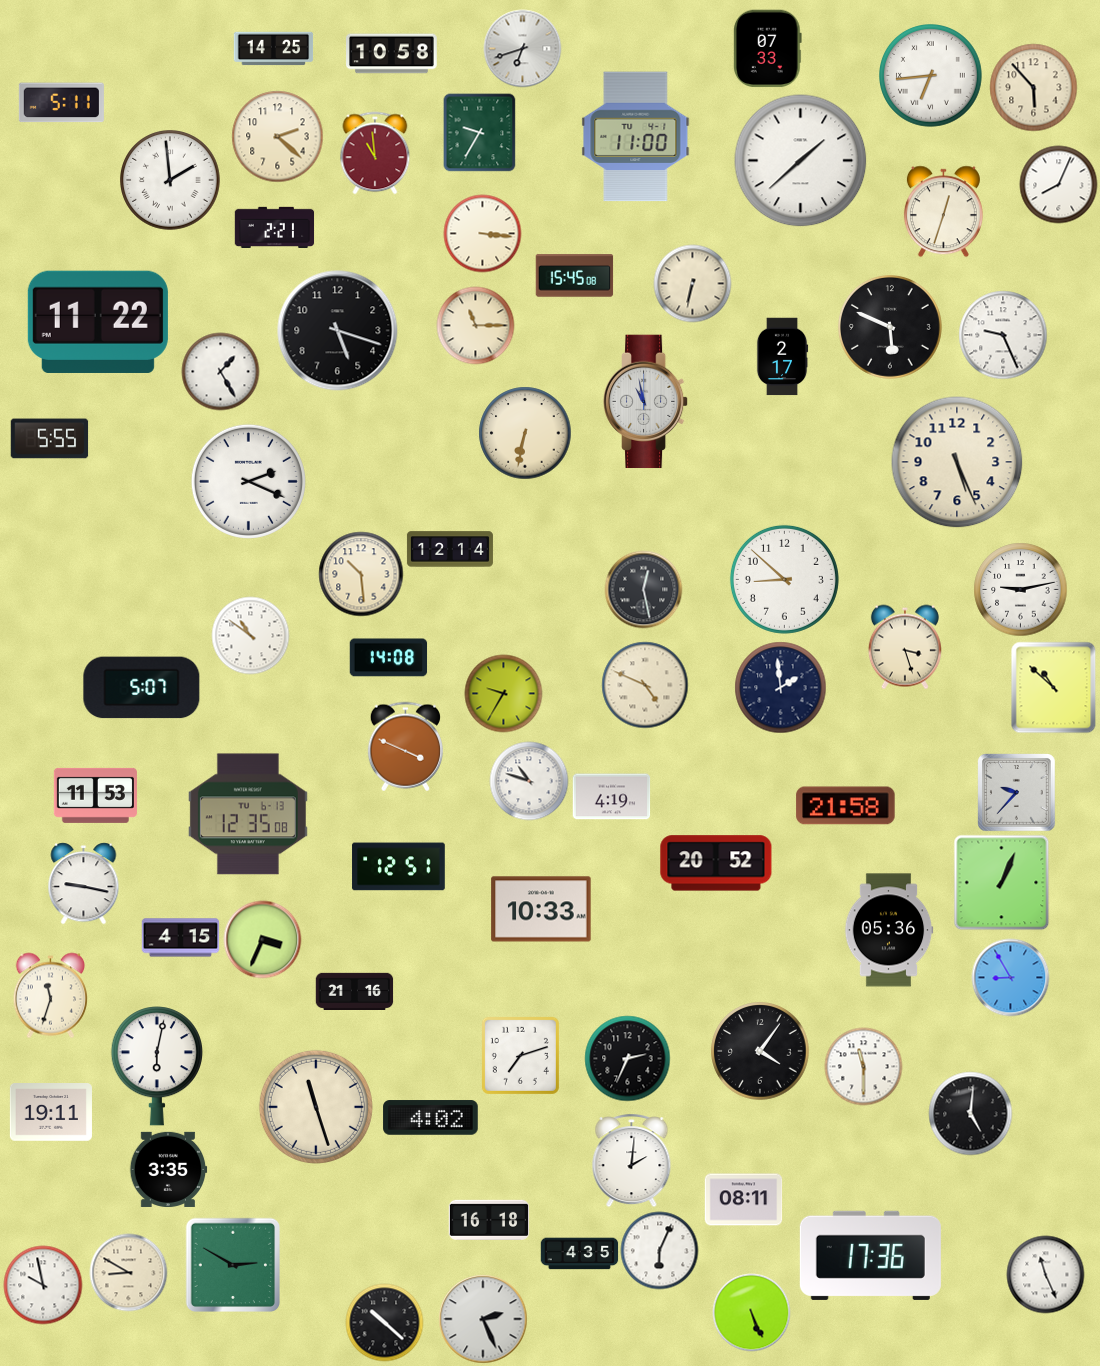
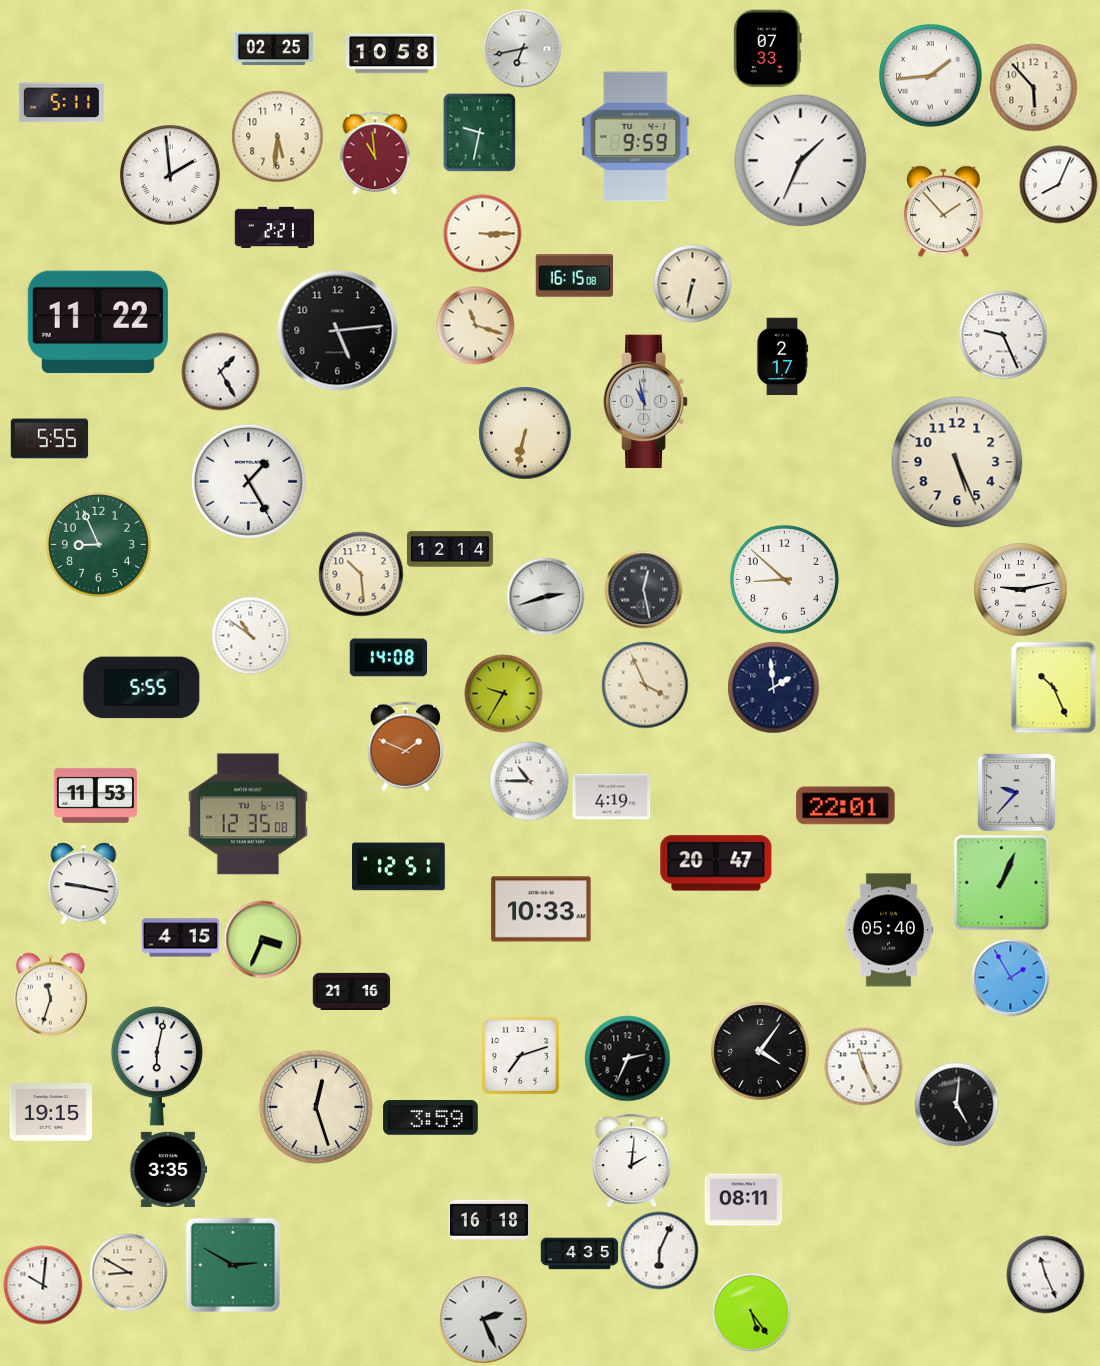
clock at (522, 48): 6:42 -> 6:43
clock at (273, 49): 14:25 -> 02:25
clock at (931, 76): 6:44 -> 1:44
clock at (480, 132): 9:35 -> 9:32
clock at (277, 136): 2:22 -> 5:31
clock at (636, 137): 11:00 -> 9:59
clock at (801, 161): 1:38 -> 1:34
clock at (170, 180) position: (170, 180) -> (170, 175)
clock at (943, 211): 12:33 -> 1:53
clock at (482, 233): 3:16 -> 3:15
clock at (574, 276): 15:45 -> 16:15
clock at (475, 325): 11:15 -> 11:18
clock at (890, 327): 5:49 -> none
clock at (338, 331): 5:18 -> 5:14
clock at (248, 481): 2:19 -> 1:25
clock at (98, 544): none -> 8:56
clock at (545, 596): none -> 2:42
clock at (905, 647): 3:27 -> none
clock at (645, 685): 4:49 -> 3:56
clock at (780, 687) position: (780, 687) -> (773, 687)
clock at (1054, 687): 10:52 -> 10:26
clock at (142, 688): 5:07 -> 5:55
clock at (405, 746): 3:49 -> 1:49
clock at (529, 781): 10:48 -> 10:45
clock at (846, 806): 21:58 -> 22:01
clock at (716, 863): 20:52 -> 20:47
clock at (889, 930): 05:36 -> 05:40
clock at (1010, 977): 8:55 -> 1:55
clock at (354, 991) position: (354, 991) -> (351, 991)
clock at (863, 1066): 11:30 -> 11:26
clock at (316, 1107): 11:27 -> 12:27
clock at (51, 1113): 19:11 -> 19:15
clock at (970, 1113) position: (970, 1113) -> (956, 1104)
clock at (431, 1118): 4:02 -> 3:59
clock at (870, 1255): 17:36 -> none
clock at (43, 1285): 9:58 -> 10:01
clock at (751, 1312): 5:26 -> 5:24
clock at (384, 1322): 10:22 -> none
